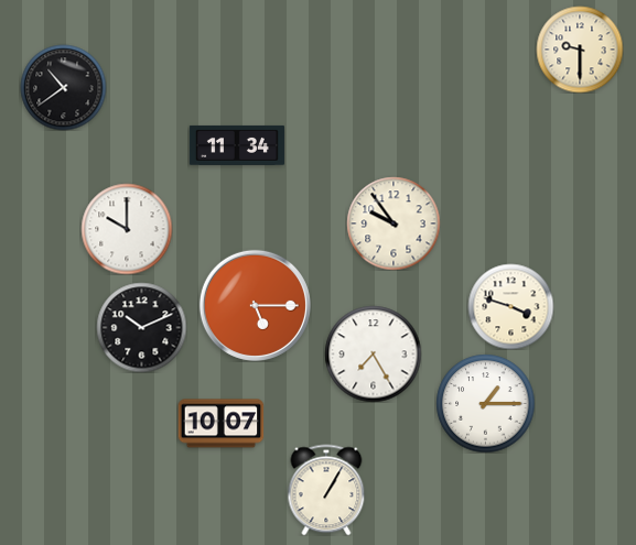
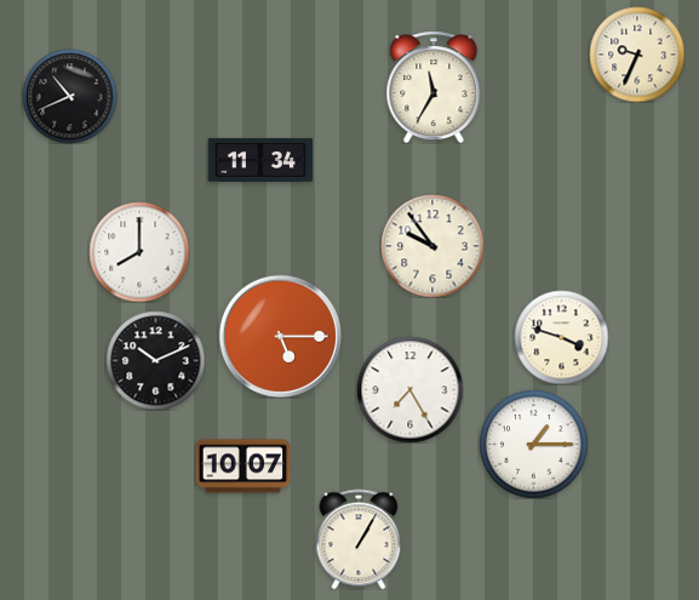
clock at (580, 50): 9:30 -> 9:34
clock at (434, 87): none -> 11:35
clock at (63, 87): 10:39 -> 10:41
clock at (127, 229): 10:00 -> 8:00
